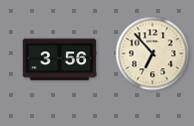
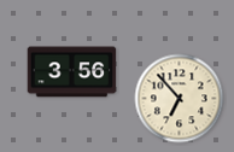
clock at (153, 54) position: (153, 54) -> (180, 99)
